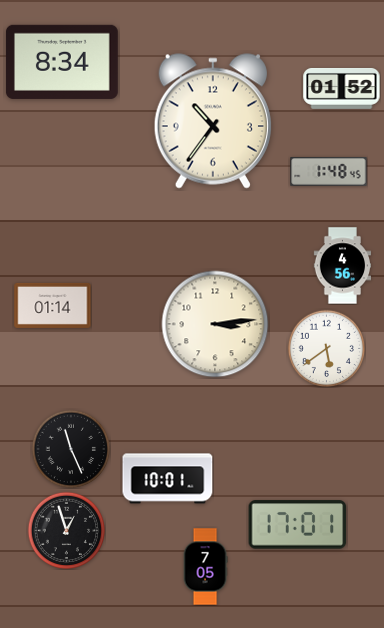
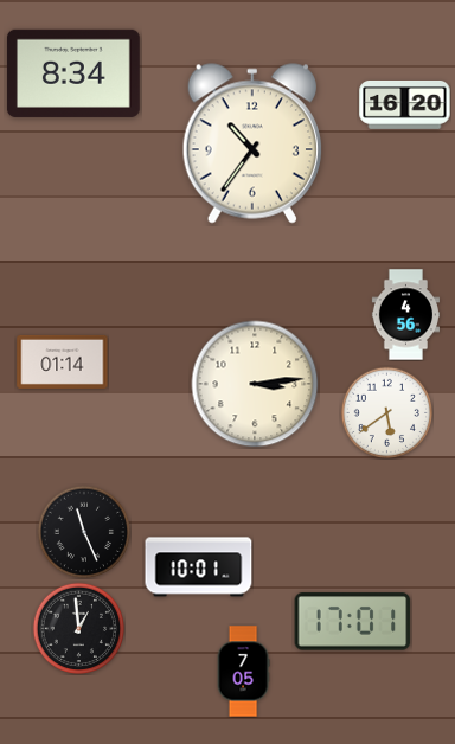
clock at (342, 88): 01:52 -> 16:20
clock at (329, 172): 1:48 -> none
clock at (66, 530): 12:57 -> 12:59
